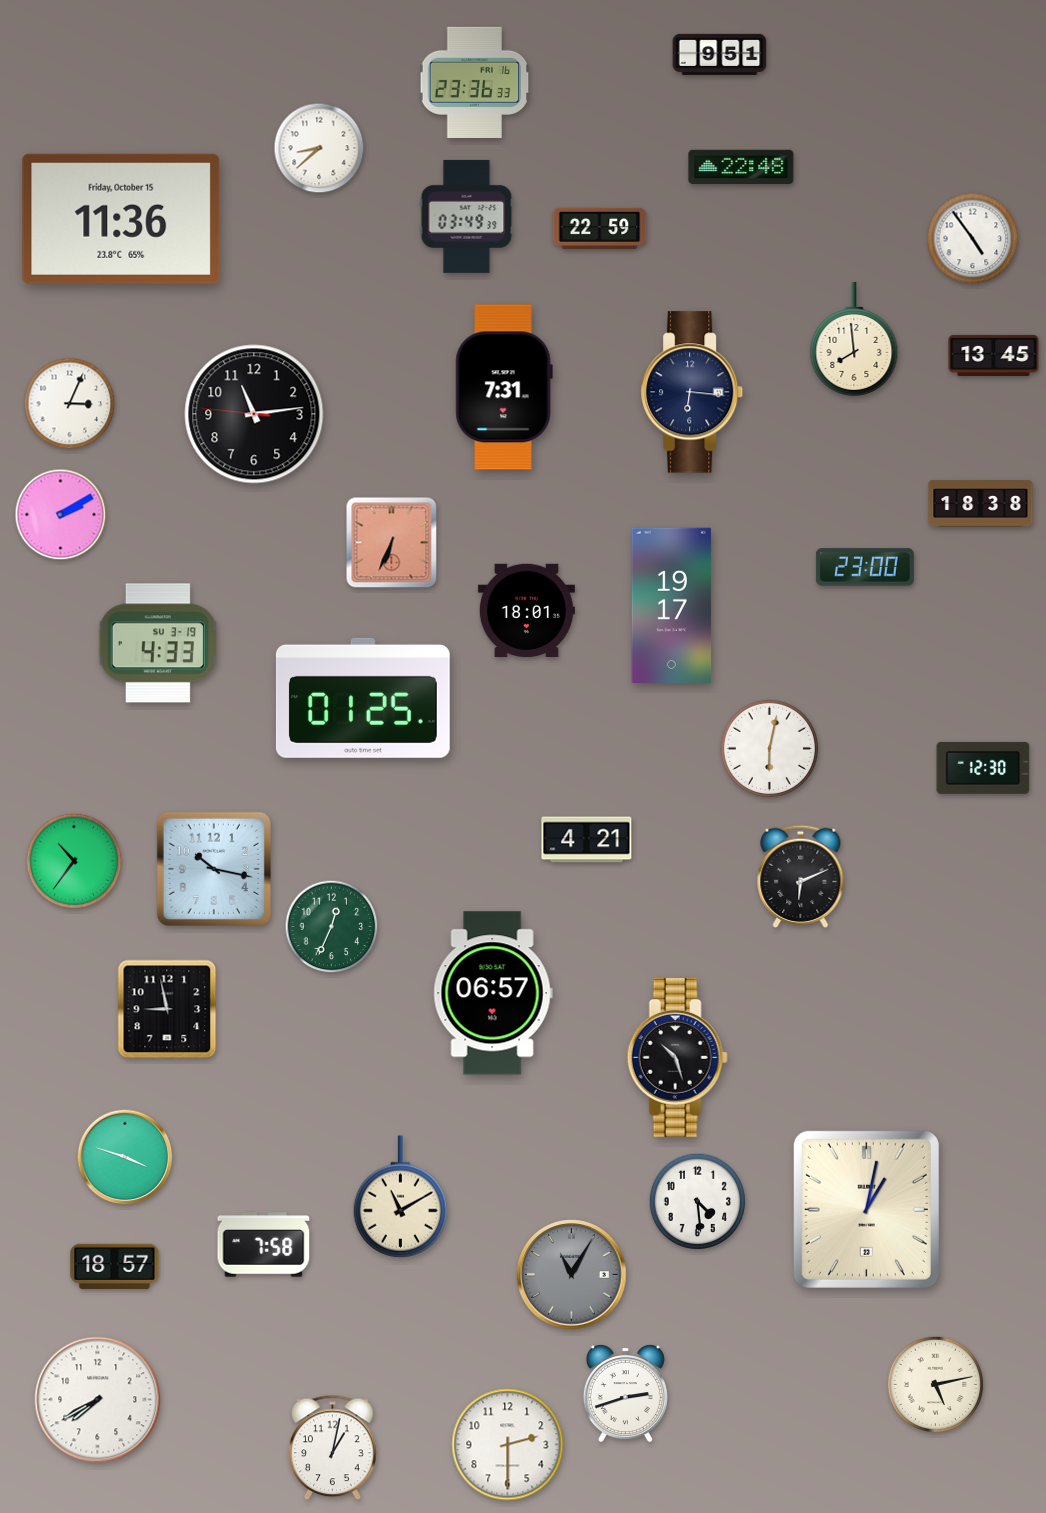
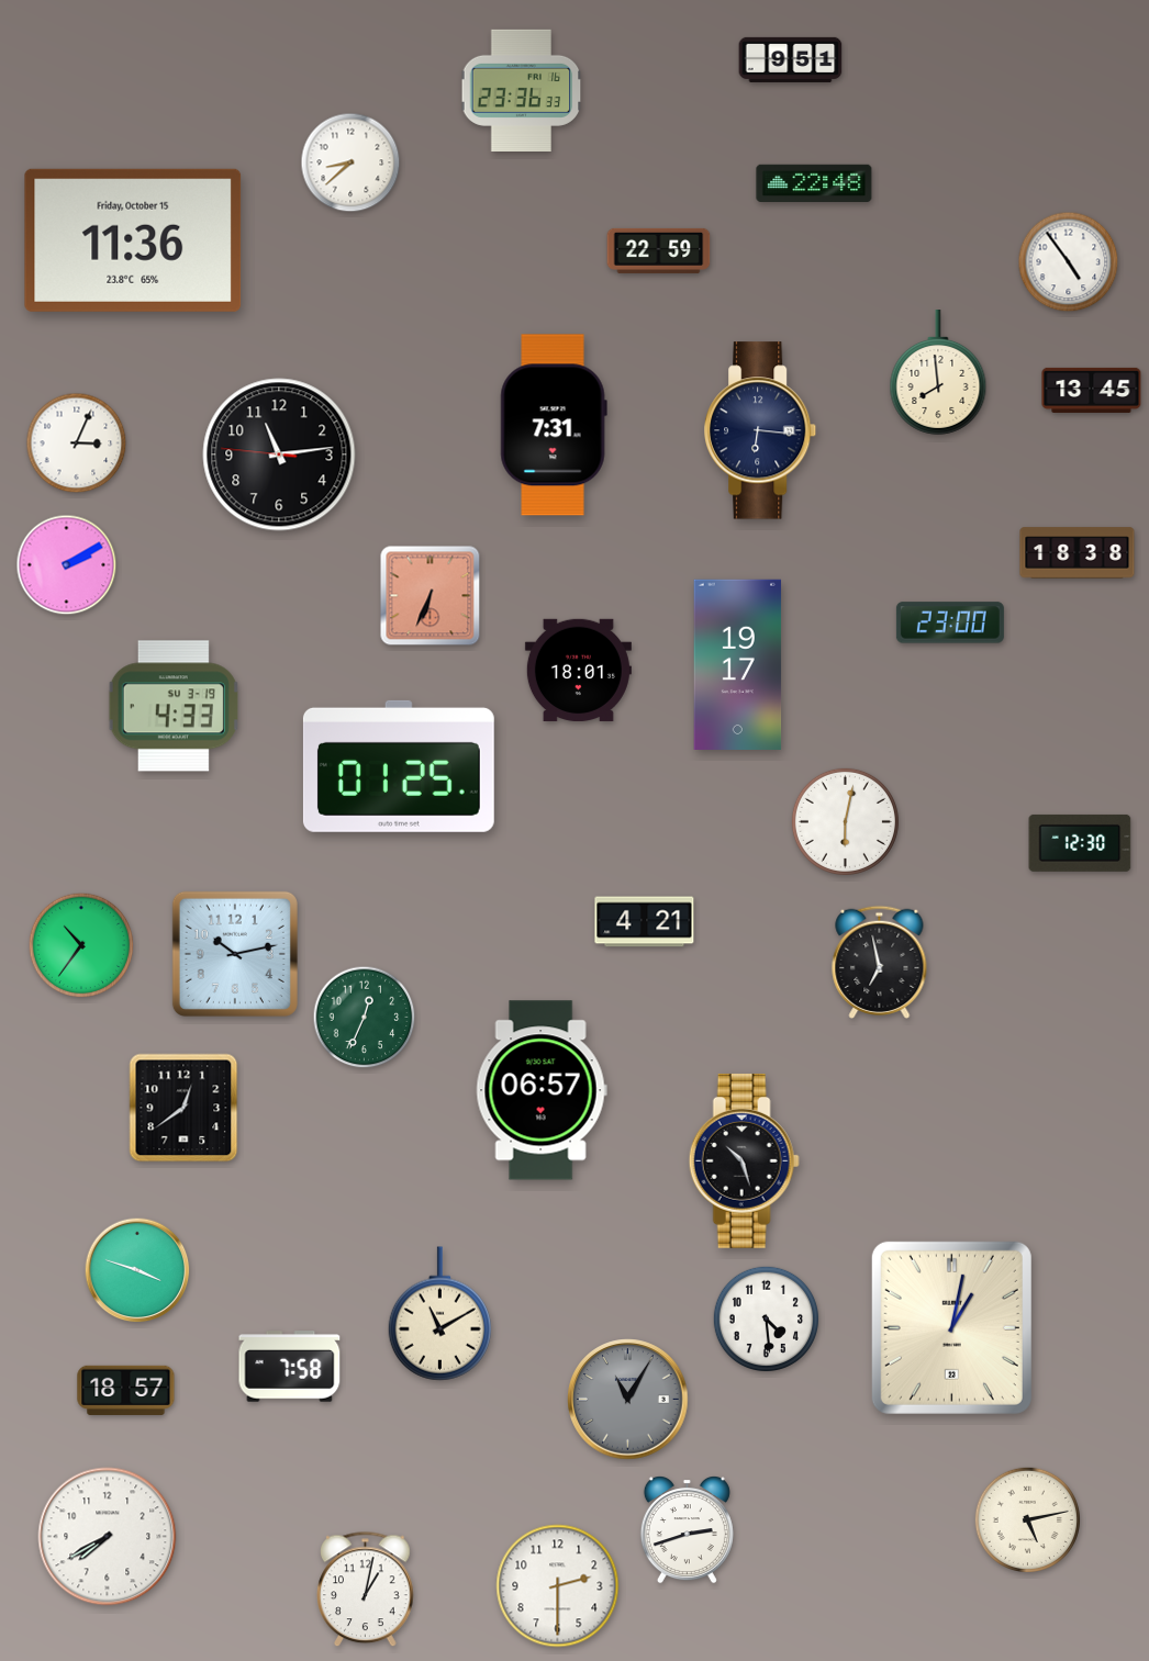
clock at (467, 216): 03:49 -> none
clock at (214, 869): 10:17 -> 10:13
clock at (801, 876): 6:11 -> 6:58
clock at (167, 1009): 8:58 -> 12:39
